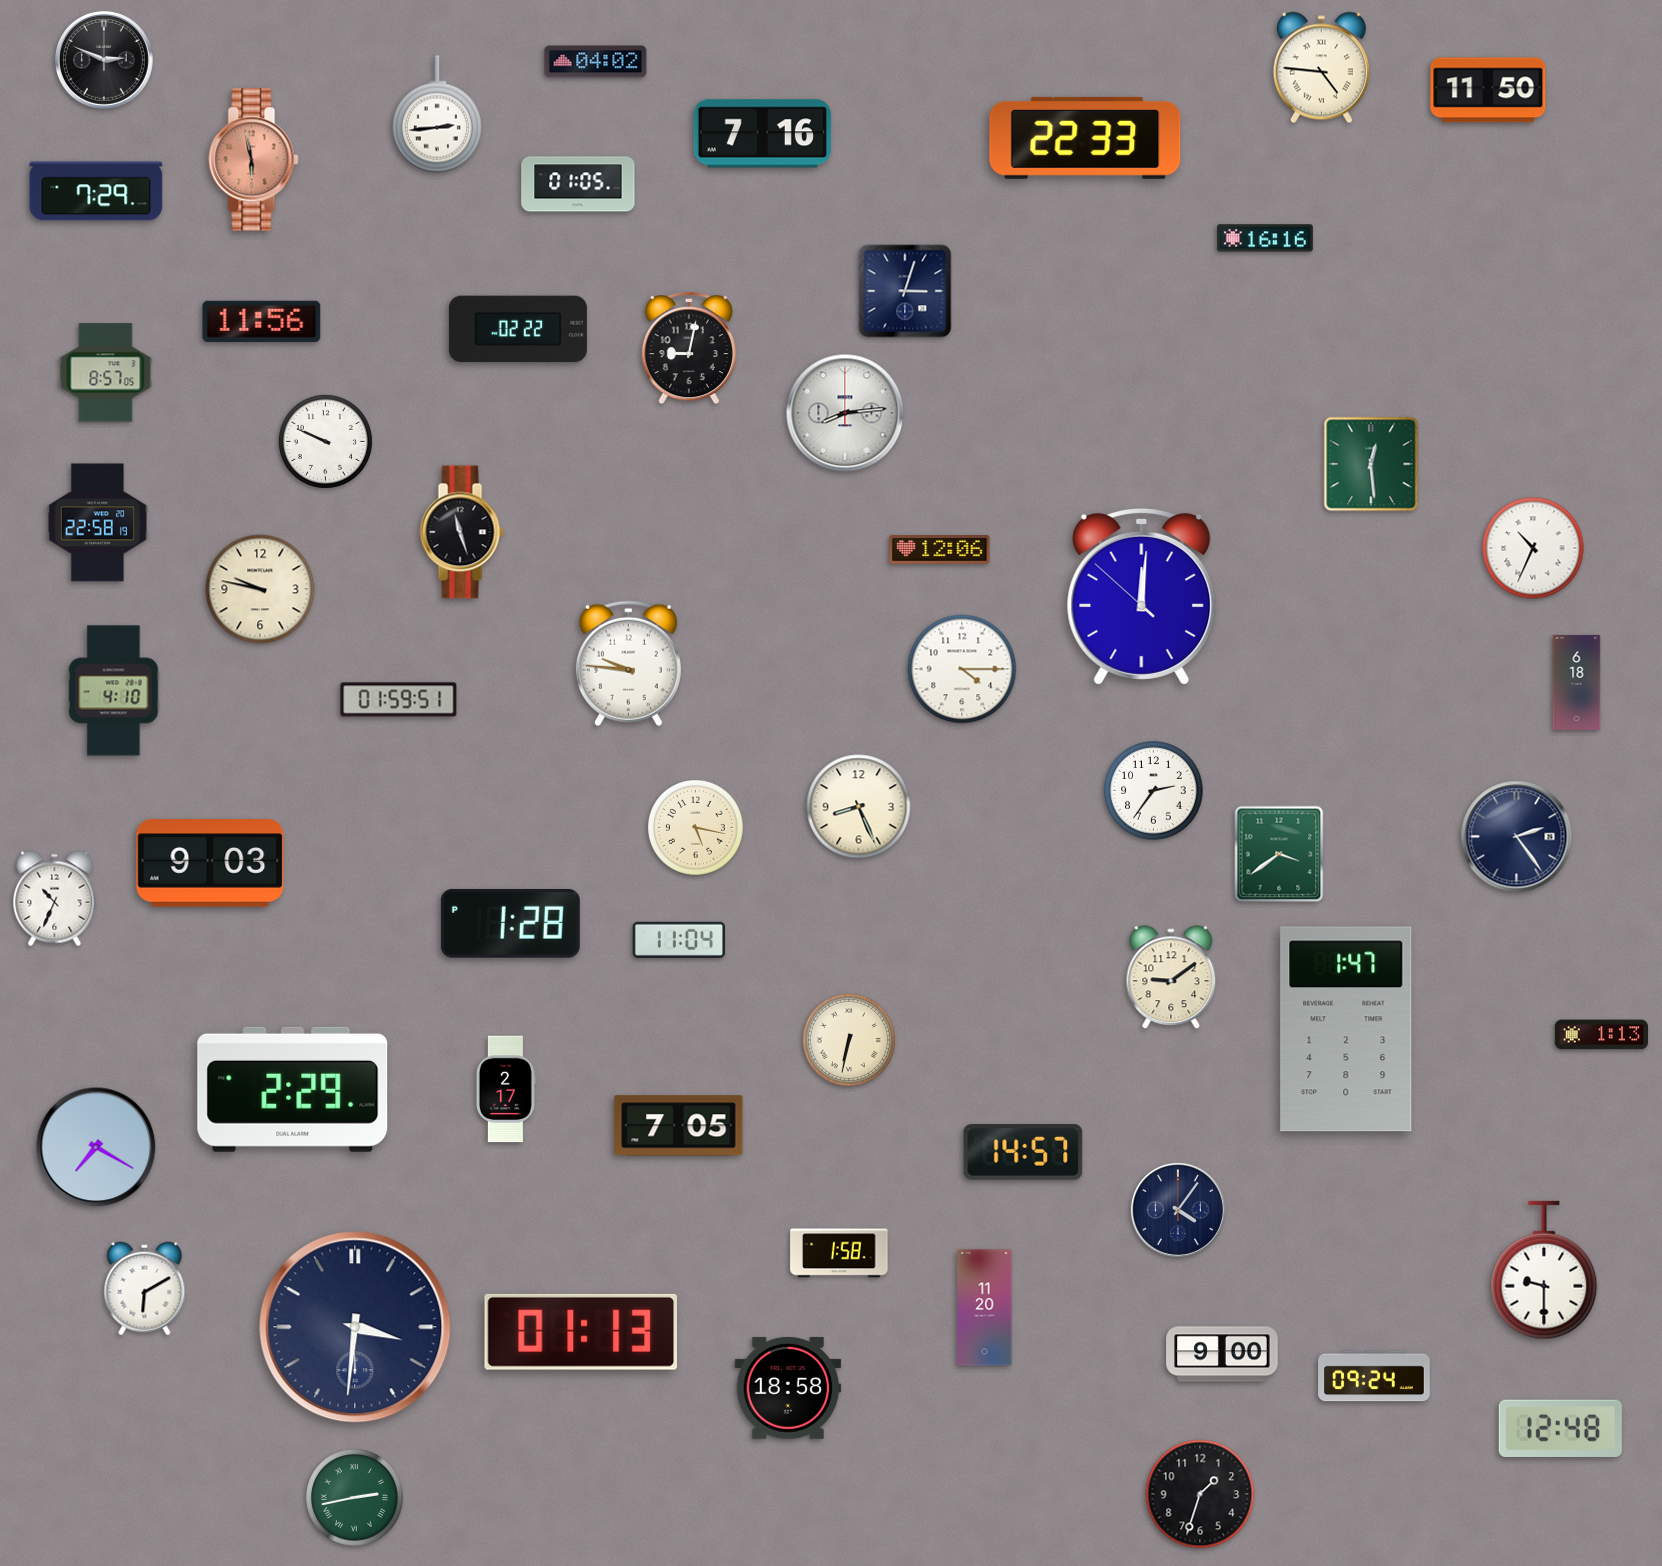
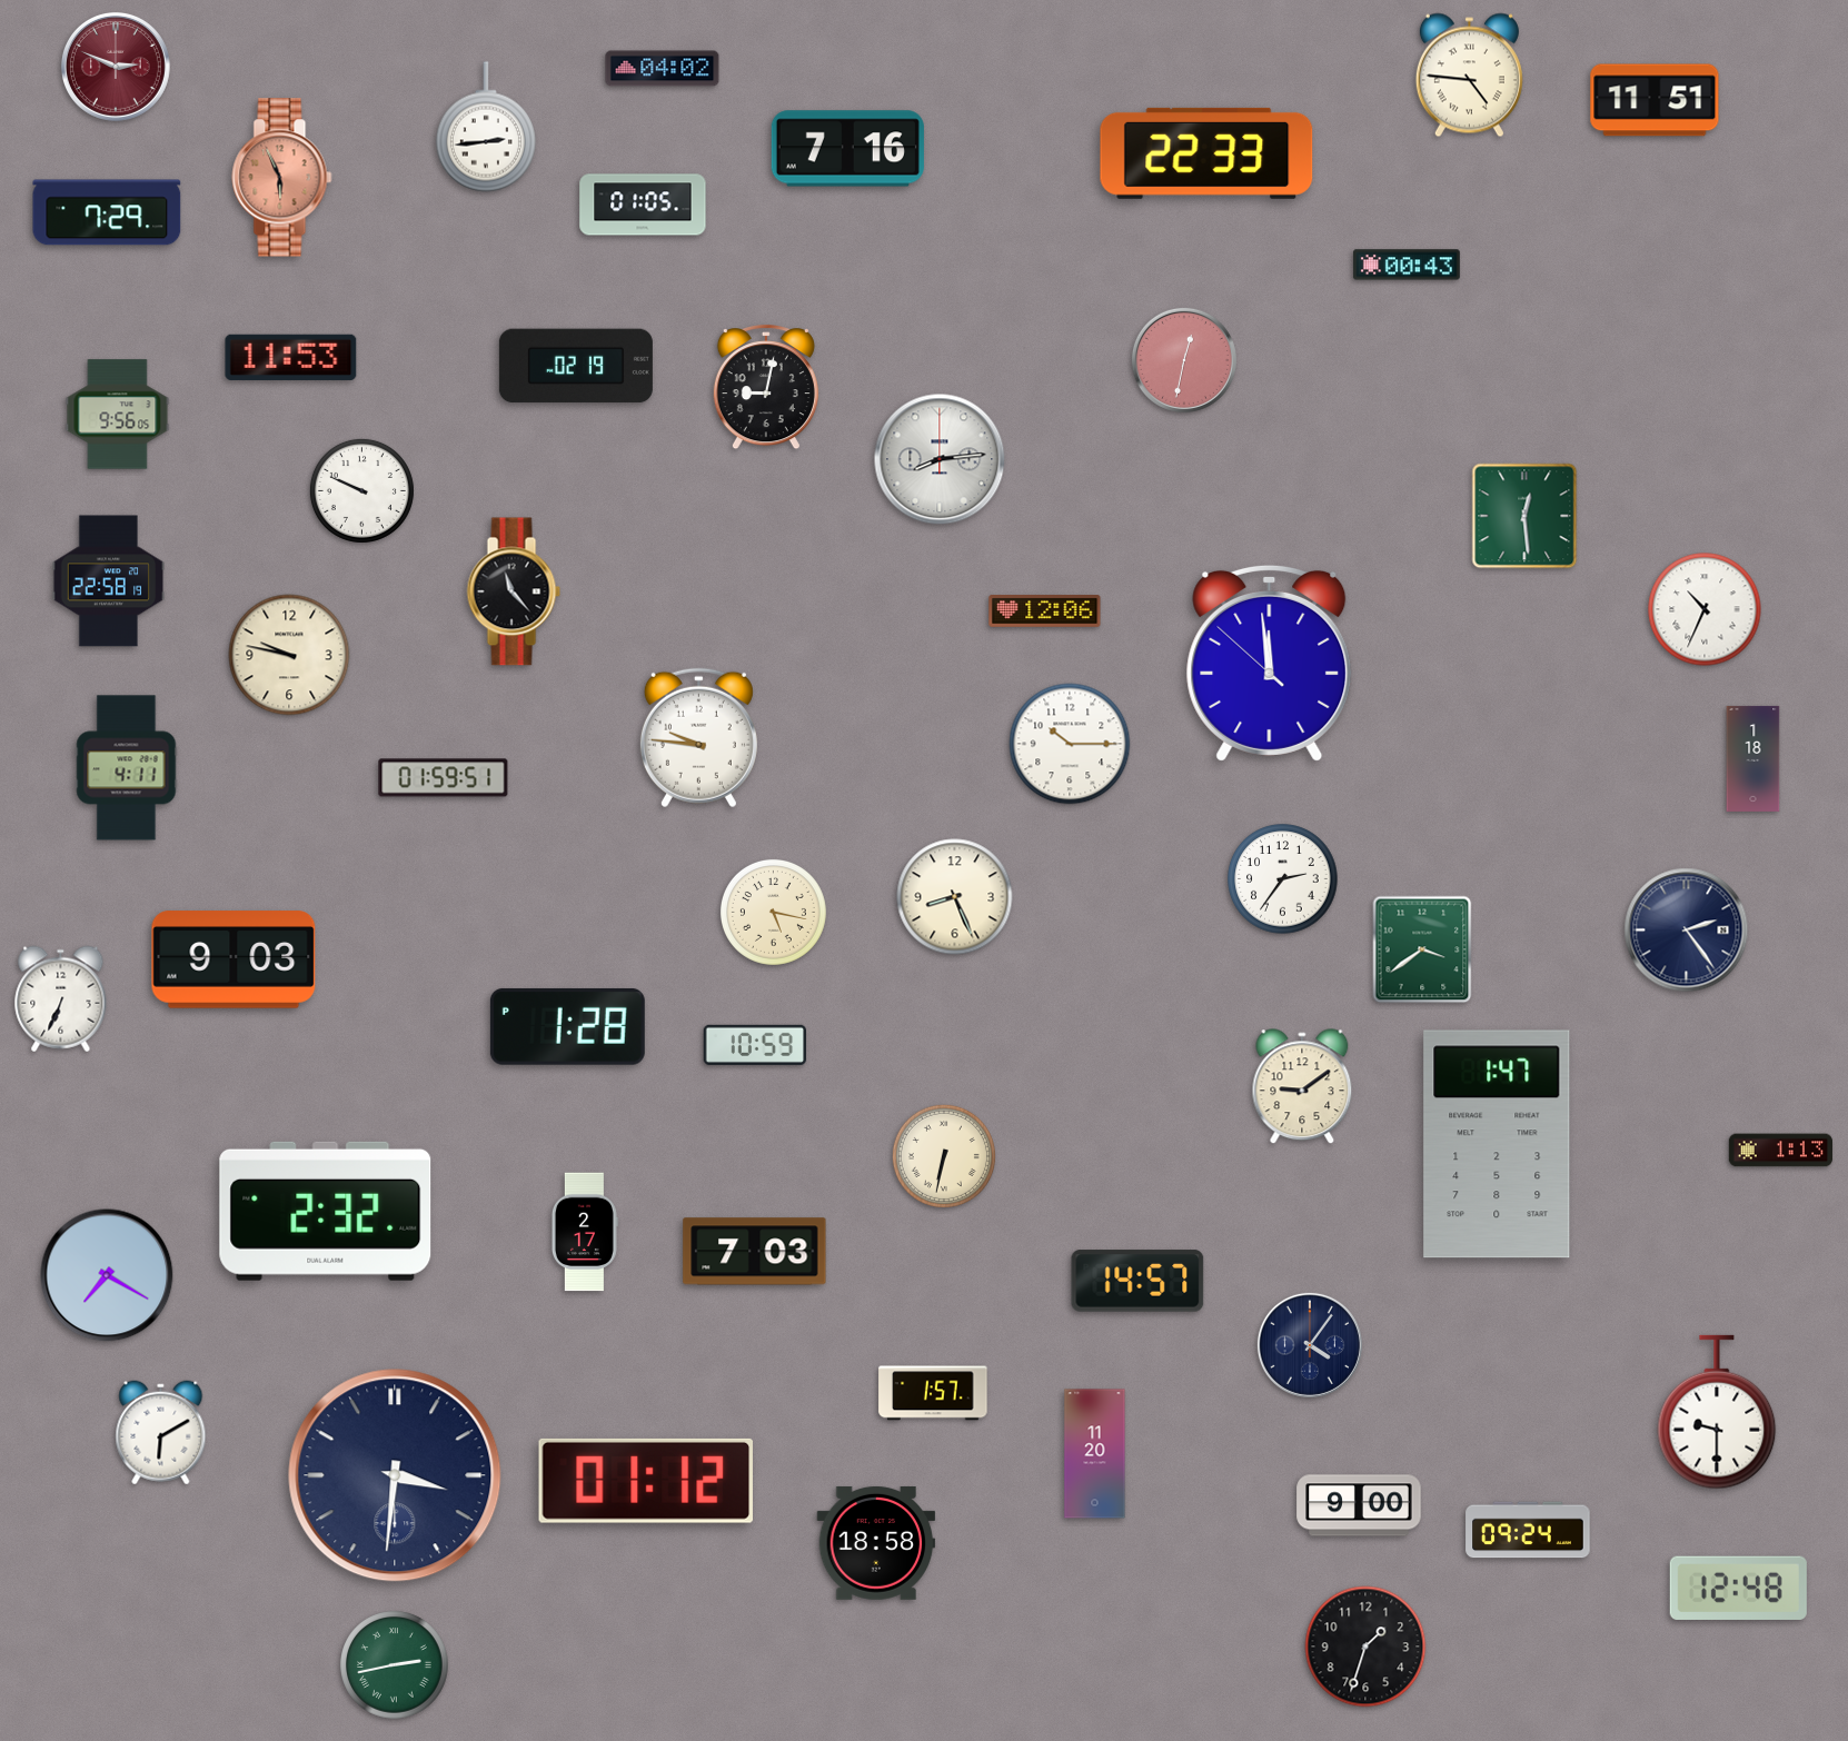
clock at (104, 60) dial: black -> burgundy
clock at (1488, 90): 11:50 -> 11:51
clock at (254, 160): 5:58 -> 5:56
clock at (1265, 238): 16:16 -> 00:43
clock at (905, 291): 3:03 -> none
clock at (262, 321): 11:56 -> 11:53
clock at (1184, 360): none -> 12:32
clock at (518, 329): 02:22 -> 02:19
clock at (106, 373): 8:57 -> 9:56
clock at (462, 532): 11:27 -> 11:23
clock at (1142, 596): 12:00 -> 11:58
clock at (962, 669): 4:15 -> 10:15
clock at (1577, 682): 6:18 -> 1:18
clock at (114, 691): 4:10 -> 4:11
clock at (695, 827) position: (695, 827) -> (773, 912)
clock at (55, 899): 10:34 -> 6:34
clock at (678, 940): 11:04 -> 10:59
clock at (293, 1089): 2:29 -> 2:32
clock at (505, 1089) position: (505, 1089) -> (584, 1232)
clock at (679, 1126): 7:05 -> 7:03
clock at (839, 1253): 1:58 -> 1:57
clock at (580, 1332): 01:13 -> 01:12
clock at (1560, 1428) position: (1560, 1428) -> (1738, 1588)
clock at (1200, 1494) position: (1200, 1494) -> (1365, 1647)
